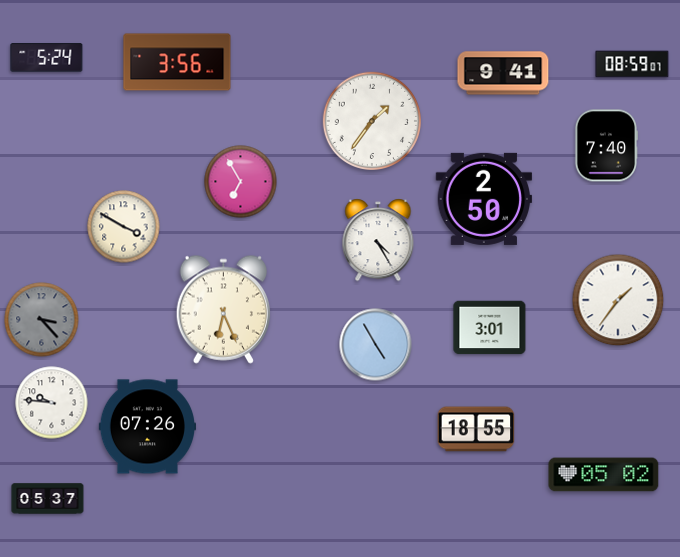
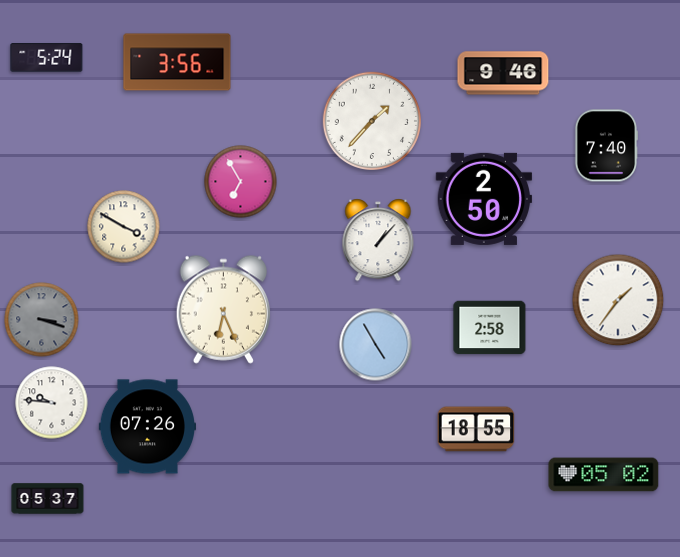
clock at (632, 64): 08:59 -> none
clock at (503, 73): 9:41 -> 9:46
clock at (371, 120): 1:36 -> 1:37
clock at (378, 240): 4:25 -> 1:07
clock at (42, 320): 3:23 -> 3:18
clock at (490, 328): 3:01 -> 2:58
